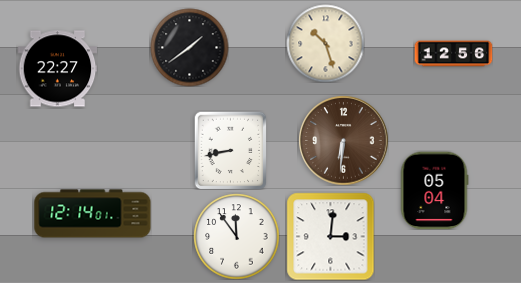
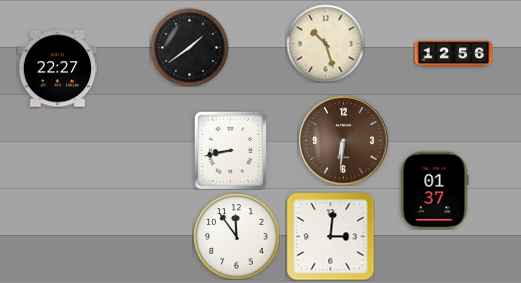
clock at (434, 190): 05:04 -> 01:37
clock at (93, 214): 12:14 -> none
